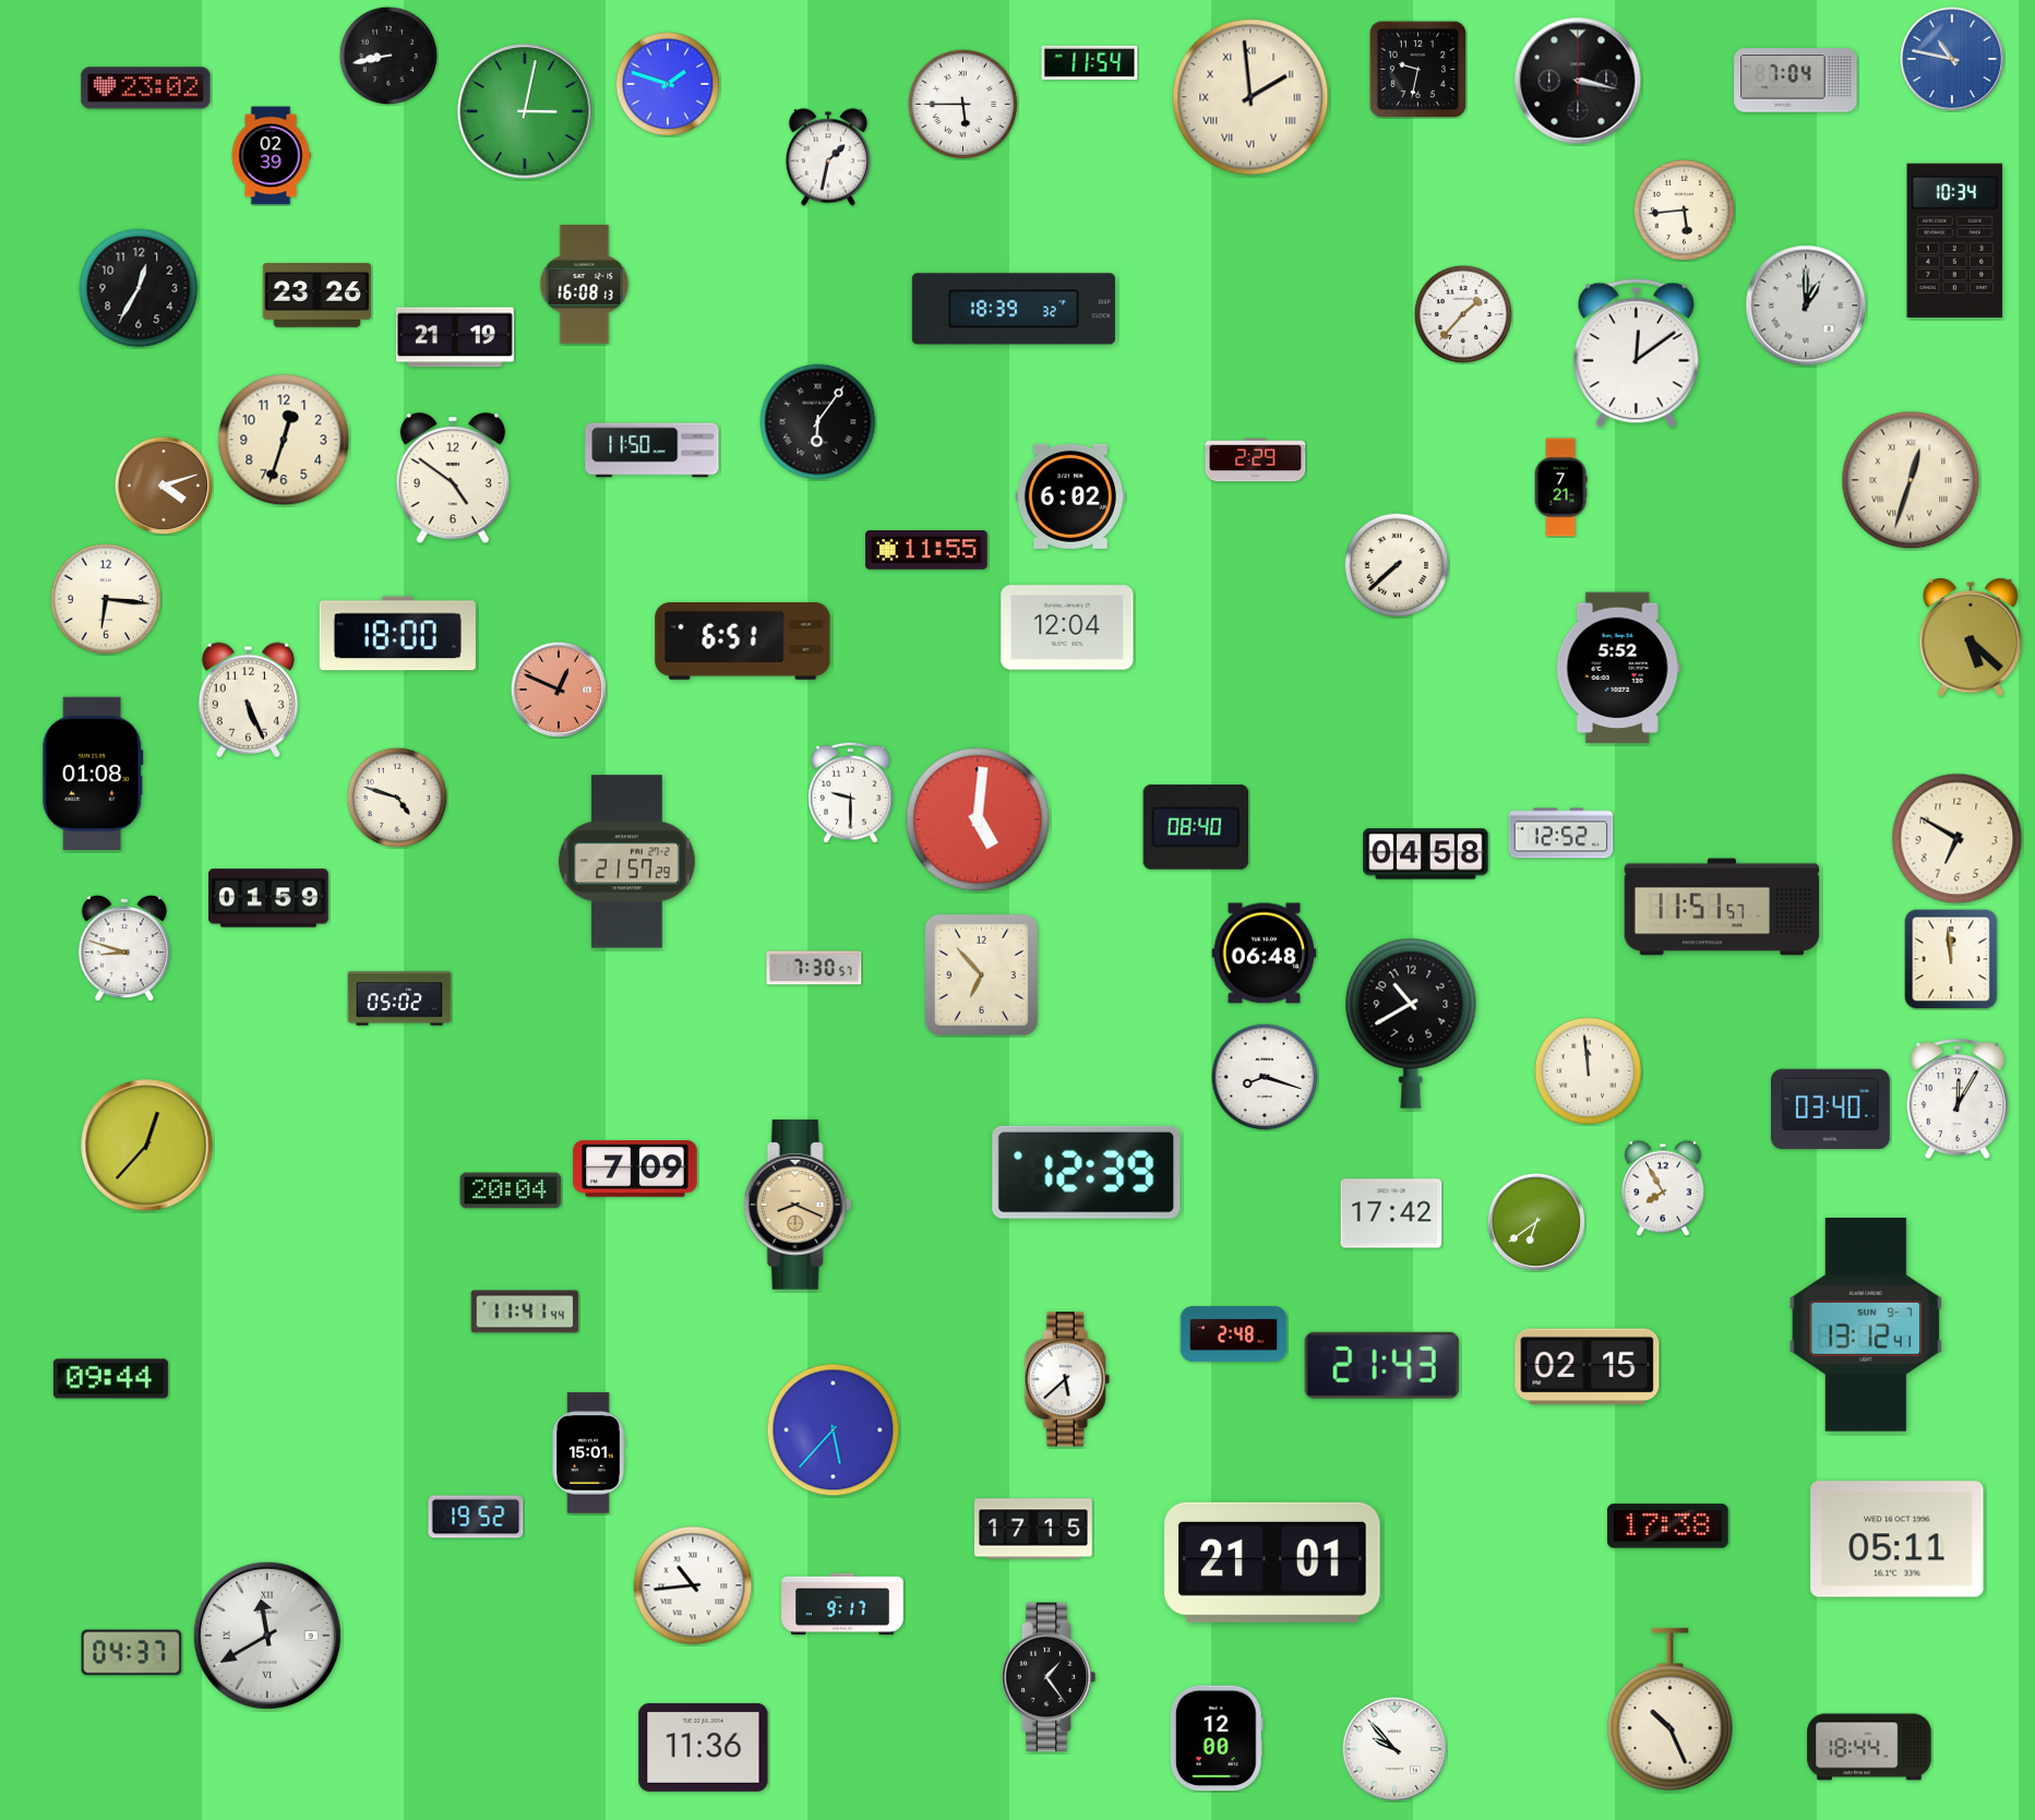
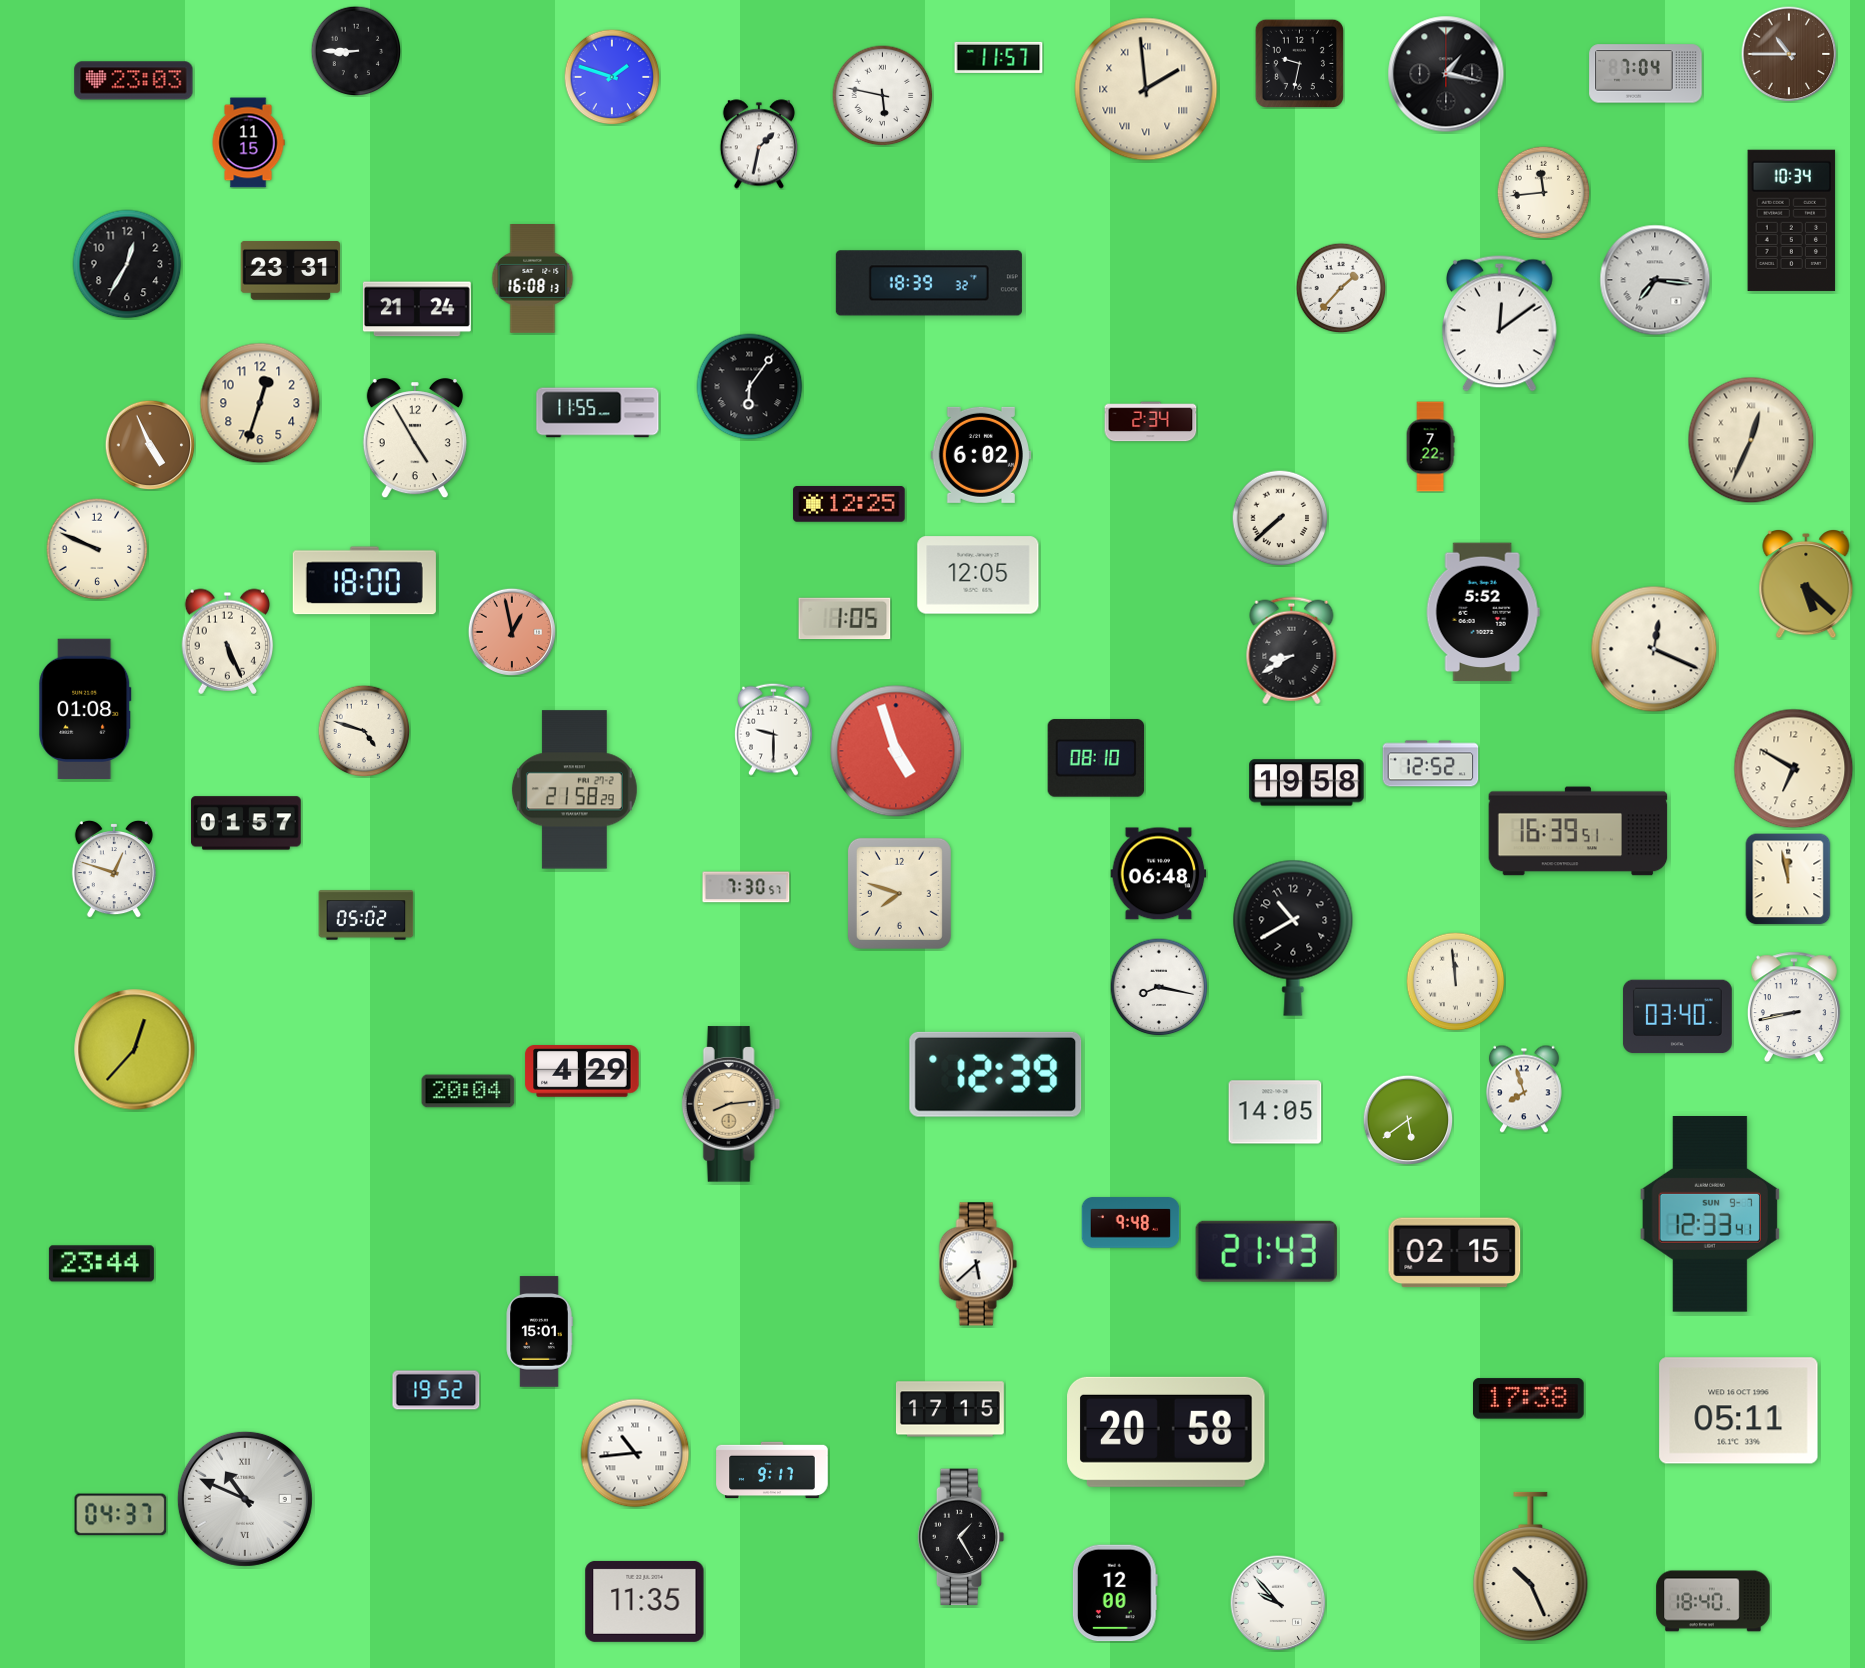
clock at (388, 56): 8:43 -> 8:45
clock at (1952, 59): 10:47 -> 10:45
clock at (1952, 59) dial: blue -> brown
clock at (1090, 62): 11:54 -> 11:57
clock at (1578, 81): 3:17 -> 1:17
clock at (146, 88): 23:02 -> 23:03
clock at (963, 105): 5:45 -> 5:47
clock at (525, 111): 3:02 -> none
clock at (271, 156): 02:39 -> 11:15
clock at (1684, 209): 5:44 -> 11:44
clock at (585, 285) position: (585, 285) -> (533, 279)
clock at (318, 296): 23:26 -> 23:31
clock at (1806, 306): 1:00 -> 7:16
clock at (455, 337): 21:19 -> 21:24
clock at (653, 451): 11:50 -> 11:55
clock at (1256, 460): 2:29 -> 2:34
clock at (453, 479): 4:51 -> 4:55
clock at (1911, 480): 12:33 -> 12:34
clock at (164, 486): 4:12 -> 4:56
clock at (1560, 488): 7:21 -> 7:22
clock at (926, 550): 11:55 -> 12:25
clock at (106, 599): 6:16 -> 9:49
clock at (1067, 627): 12:04 -> 12:05
clock at (743, 642): 6:51 -> none
clock at (845, 619): none -> 1:05
clock at (558, 689): 12:49 -> 12:58
clock at (1654, 649): none -> 12:19
clock at (1292, 651): none -> 8:40
clock at (851, 792) position: (851, 792) -> (774, 729)
clock at (978, 819): 5:01 -> 4:57
clock at (1196, 827): 08:40 -> 08:10
clock at (1426, 854): 04:58 -> 19:58
clock at (626, 862): 21:57 -> 21:58
clock at (268, 898): 01:59 -> 01:57
clock at (1722, 907): 11:51 -> 16:39
clock at (124, 948): 8:48 -> 12:48
clock at (1951, 959): 11:59 -> 11:58
clock at (981, 974): 6:53 -> 7:48
clock at (1265, 1077): 8:18 -> 8:17
clock at (1958, 1099): 12:05 -> 8:43
clock at (635, 1169): 7:09 -> 4:29
clock at (1663, 1188): 7:55 -> 7:57
clock at (798, 1205): 8:19 -> 8:14
clock at (1391, 1213): 17:42 -> 14:05
clock at (1536, 1222): 6:39 -> 5:39
clock at (525, 1312): 11:41 -> none
clock at (1866, 1326): 13:12 -> 12:33
clock at (1234, 1334): 2:48 -> 9:48
clock at (110, 1379): 09:44 -> 23:44
clock at (834, 1430): 5:37 -> none
clock at (1033, 1529) position: (1033, 1529) -> (950, 1409)
clock at (1272, 1562): 21:01 -> 20:58
clock at (267, 1636): 11:40 -> 10:49
clock at (1049, 1677): 1:24 -> 1:25
clock at (704, 1747): 11:36 -> 11:35
clock at (1869, 1747): 18:44 -> 18:40
